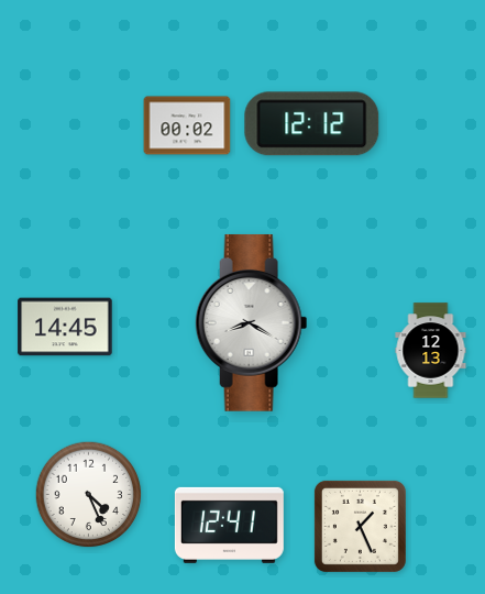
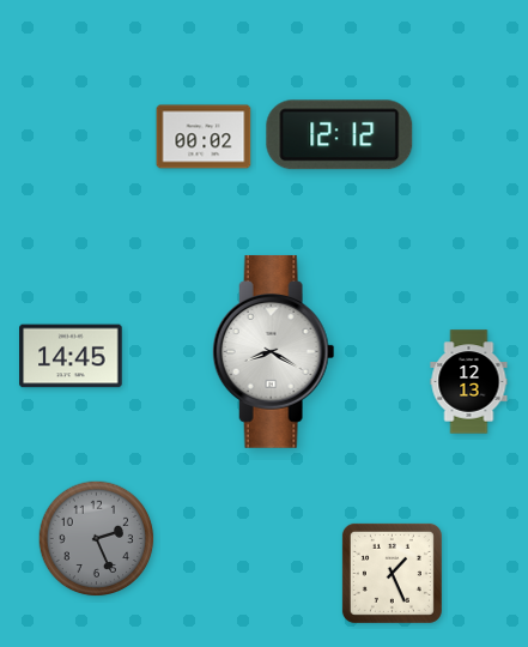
clock at (89, 495): 4:26 -> 2:26
clock at (89, 495) dial: white -> grey
clock at (229, 525): 12:41 -> none
